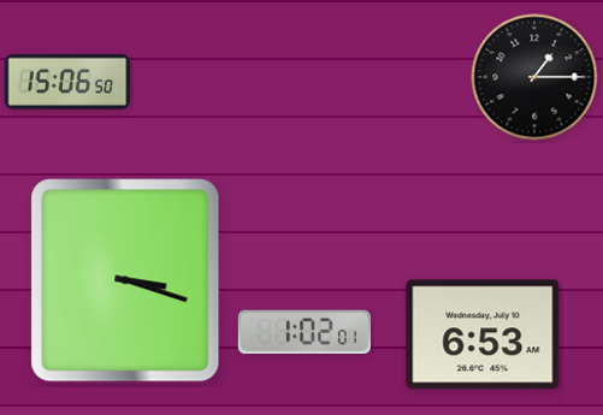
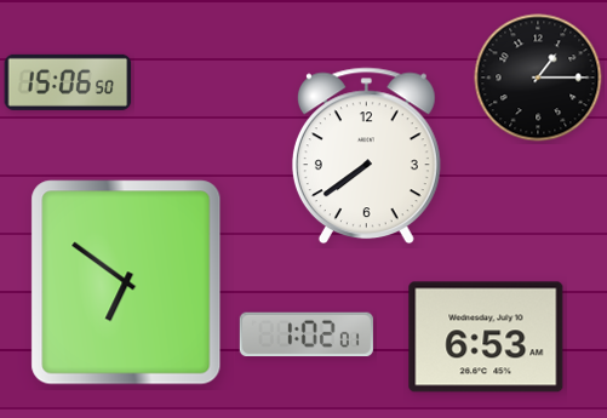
clock at (366, 156): none -> 7:39
clock at (125, 280): 3:18 -> 6:51
